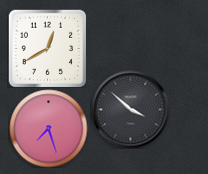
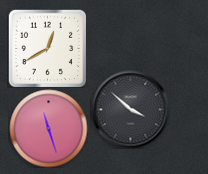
clock at (48, 128): 7:27 -> 11:27
